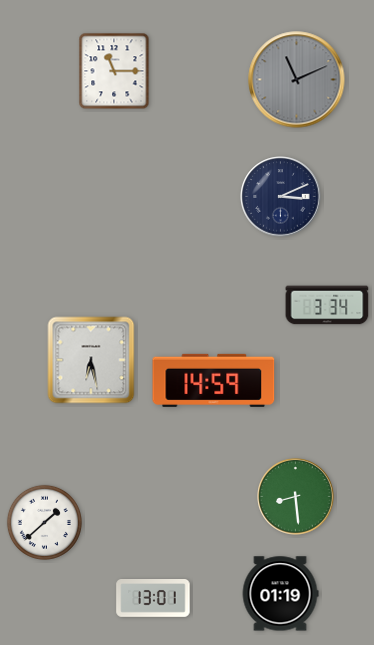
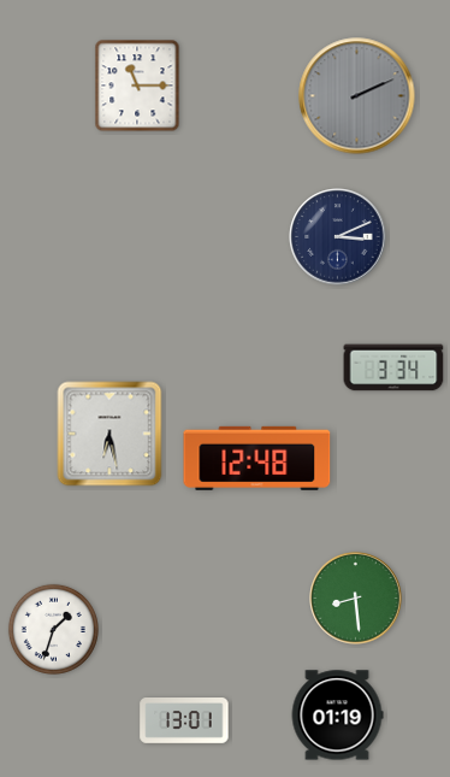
clock at (297, 80): 11:11 -> 2:11
clock at (214, 380): 14:59 -> 12:48
clock at (44, 522): 1:38 -> 1:33
